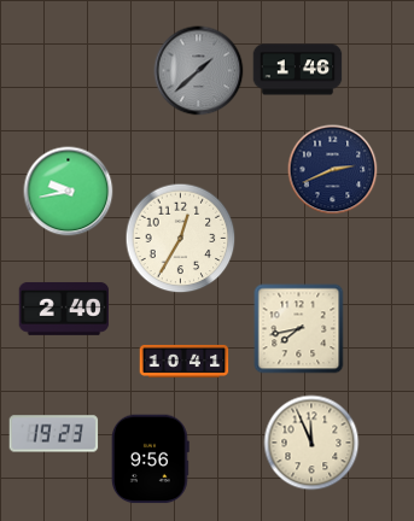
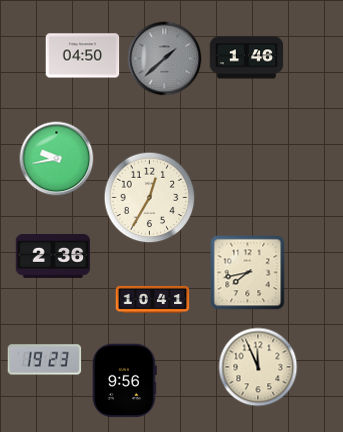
clock at (83, 56): none -> 04:50
clock at (333, 170): 2:41 -> none
clock at (64, 309): 2:40 -> 2:36
